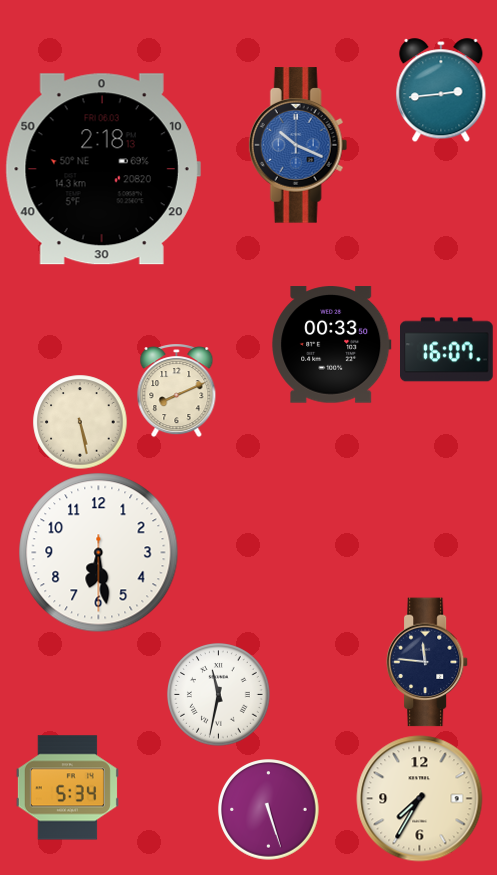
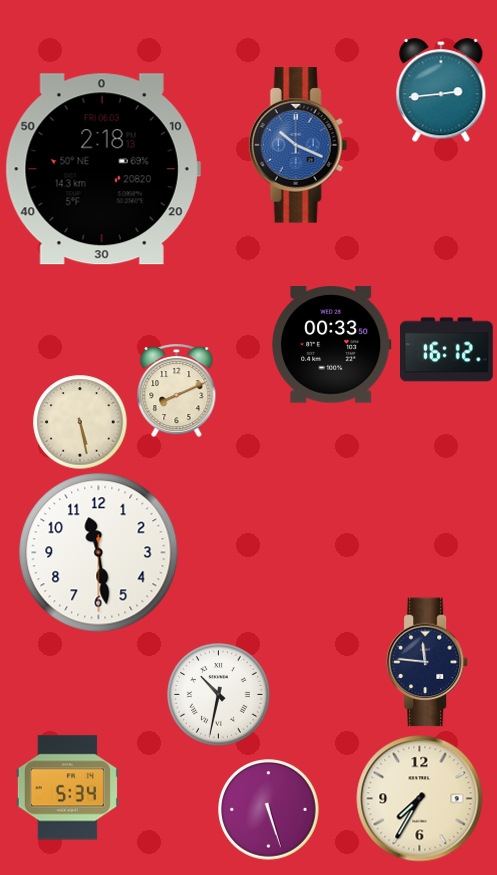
clock at (447, 350): 16:07 -> 16:12
clock at (99, 553): 6:28 -> 11:28
clock at (219, 695): 11:32 -> 10:32
